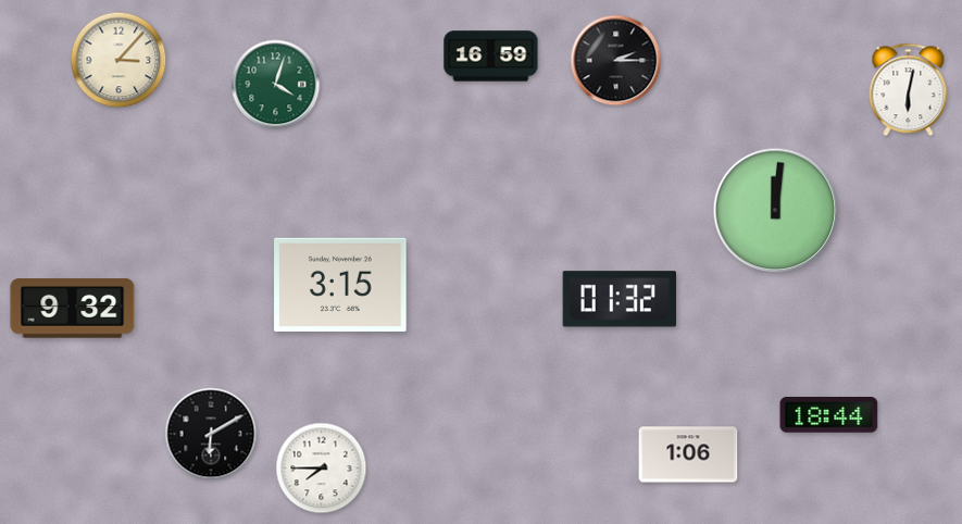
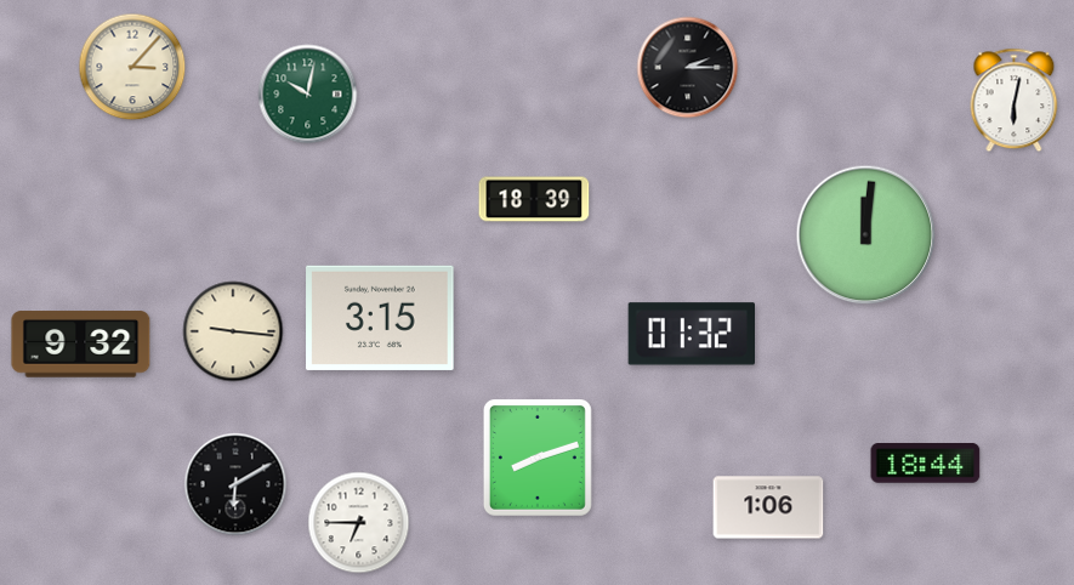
clock at (491, 57): 16:59 -> none
clock at (276, 85): 4:03 -> 10:02
clock at (534, 199): none -> 18:39
clock at (233, 331): none -> 9:16
clock at (538, 458): none -> 8:12
clock at (322, 469): 7:45 -> 6:45
